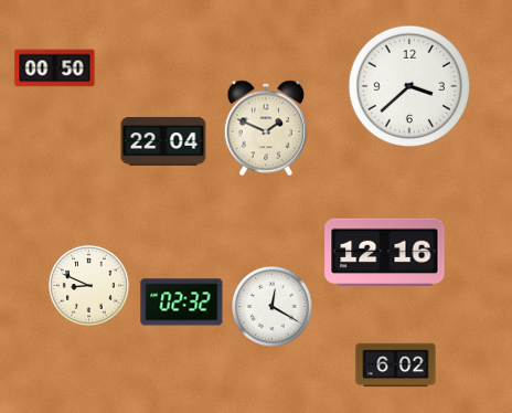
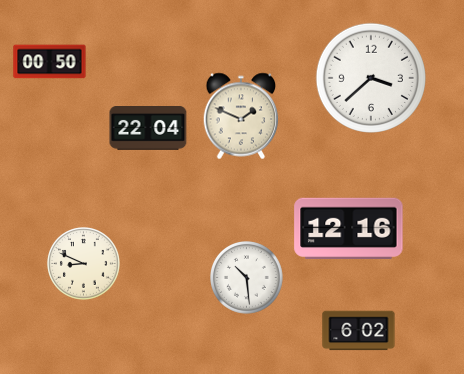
clock at (89, 286) position: (89, 286) -> (84, 264)
clock at (182, 303): 02:32 -> none
clock at (273, 307): 12:20 -> 10:29
